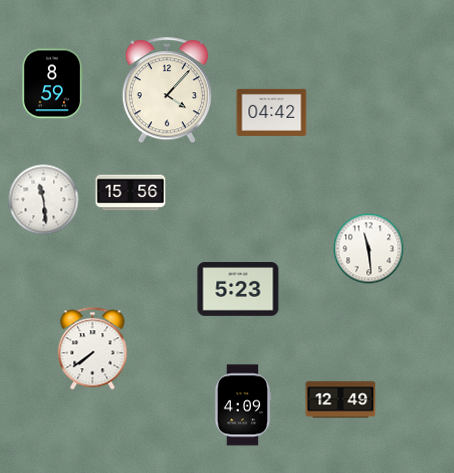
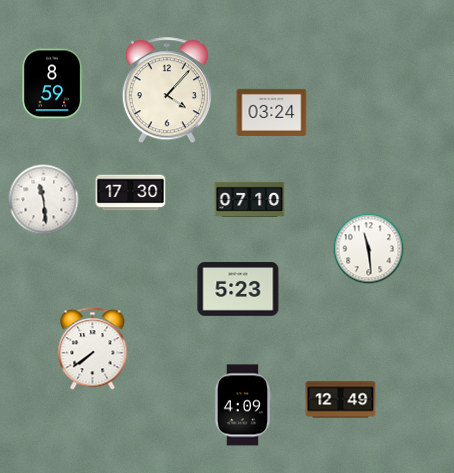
clock at (272, 112): 04:42 -> 03:24
clock at (131, 193): 15:56 -> 17:30
clock at (250, 199): none -> 07:10
